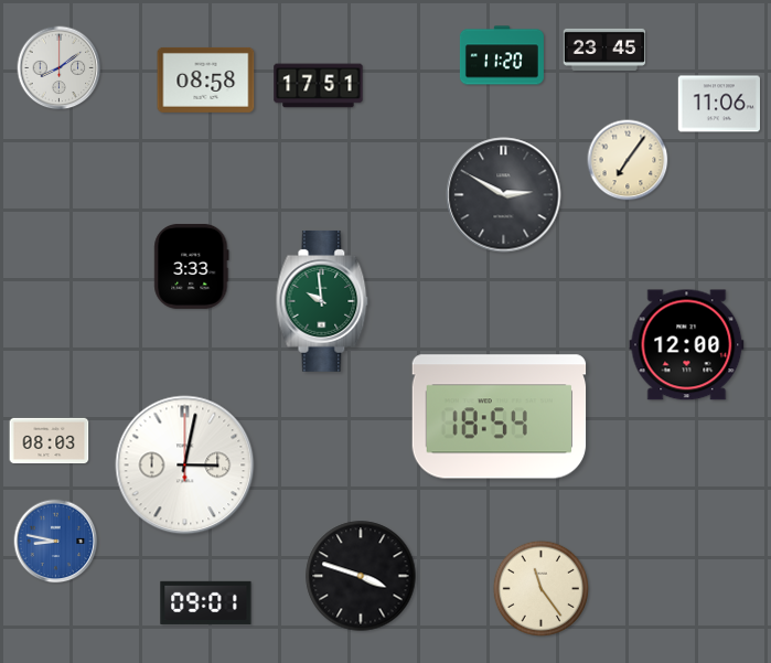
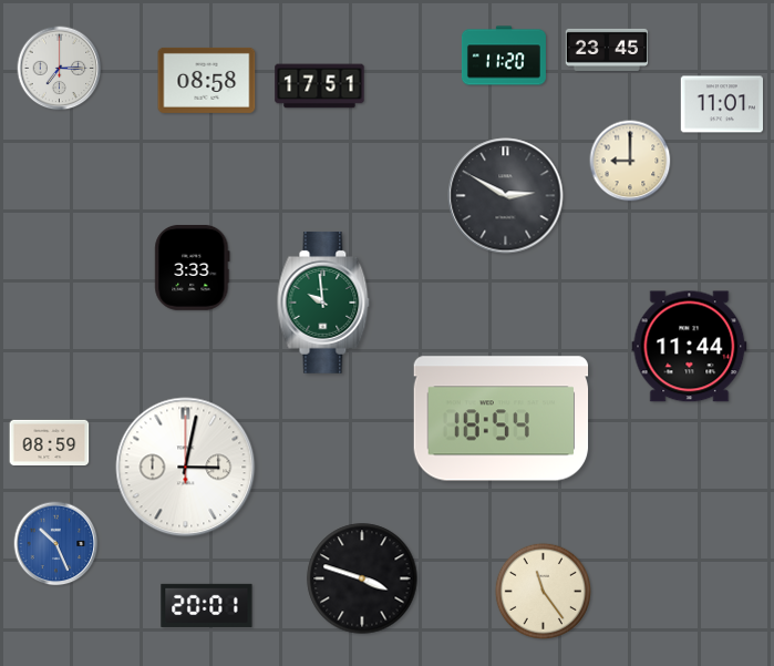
clock at (60, 68): 8:09 -> 7:15
clock at (718, 104): 11:06 -> 11:01
clock at (628, 160): 7:06 -> 9:00
clock at (687, 345): 12:00 -> 11:44
clock at (50, 441): 08:03 -> 08:59
clock at (56, 542): 8:47 -> 10:26
clock at (206, 602): 09:01 -> 20:01
